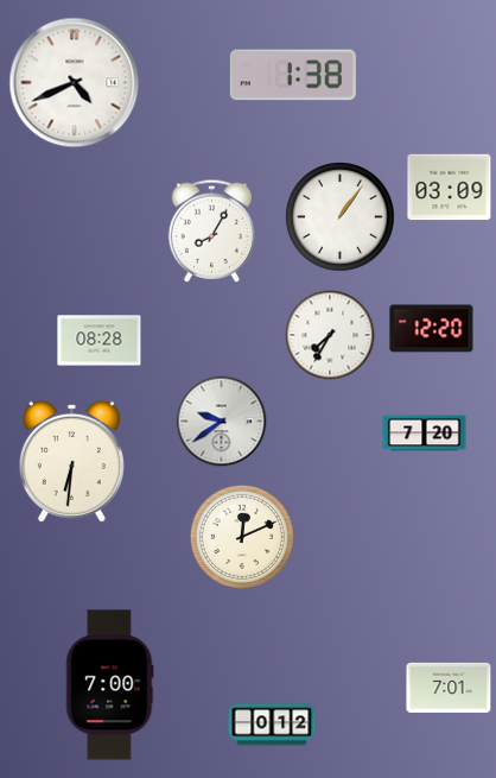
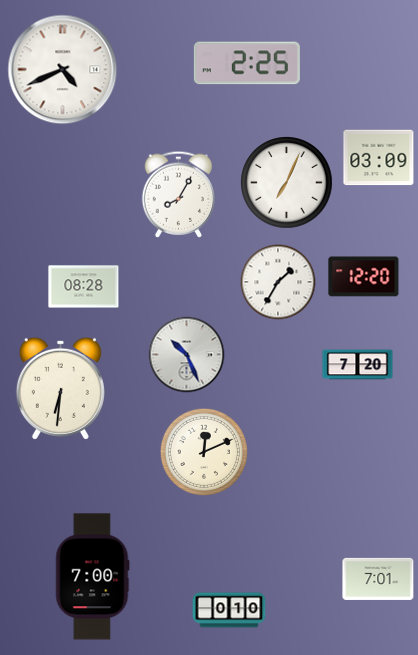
clock at (293, 75): 1:38 -> 2:25
clock at (341, 217): 1:06 -> 7:04
clock at (330, 335): 7:35 -> 1:35
clock at (222, 422): 9:39 -> 10:26
clock at (272, 725): 0:12 -> 0:10
